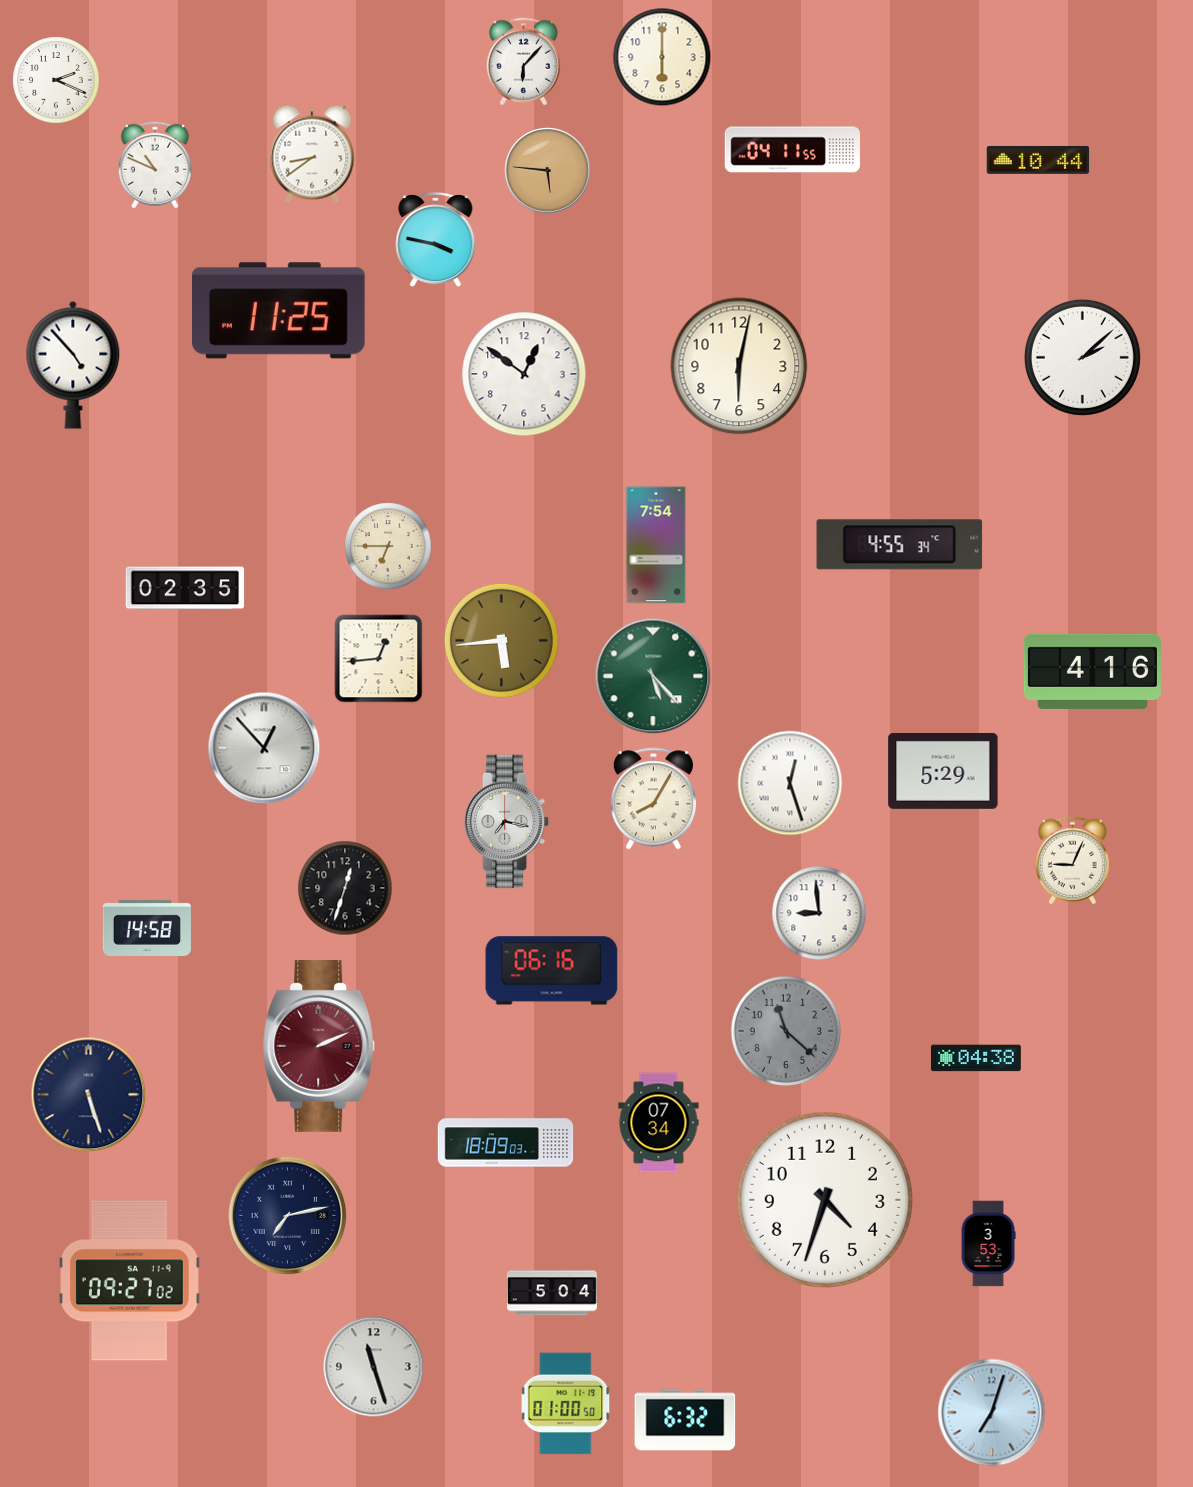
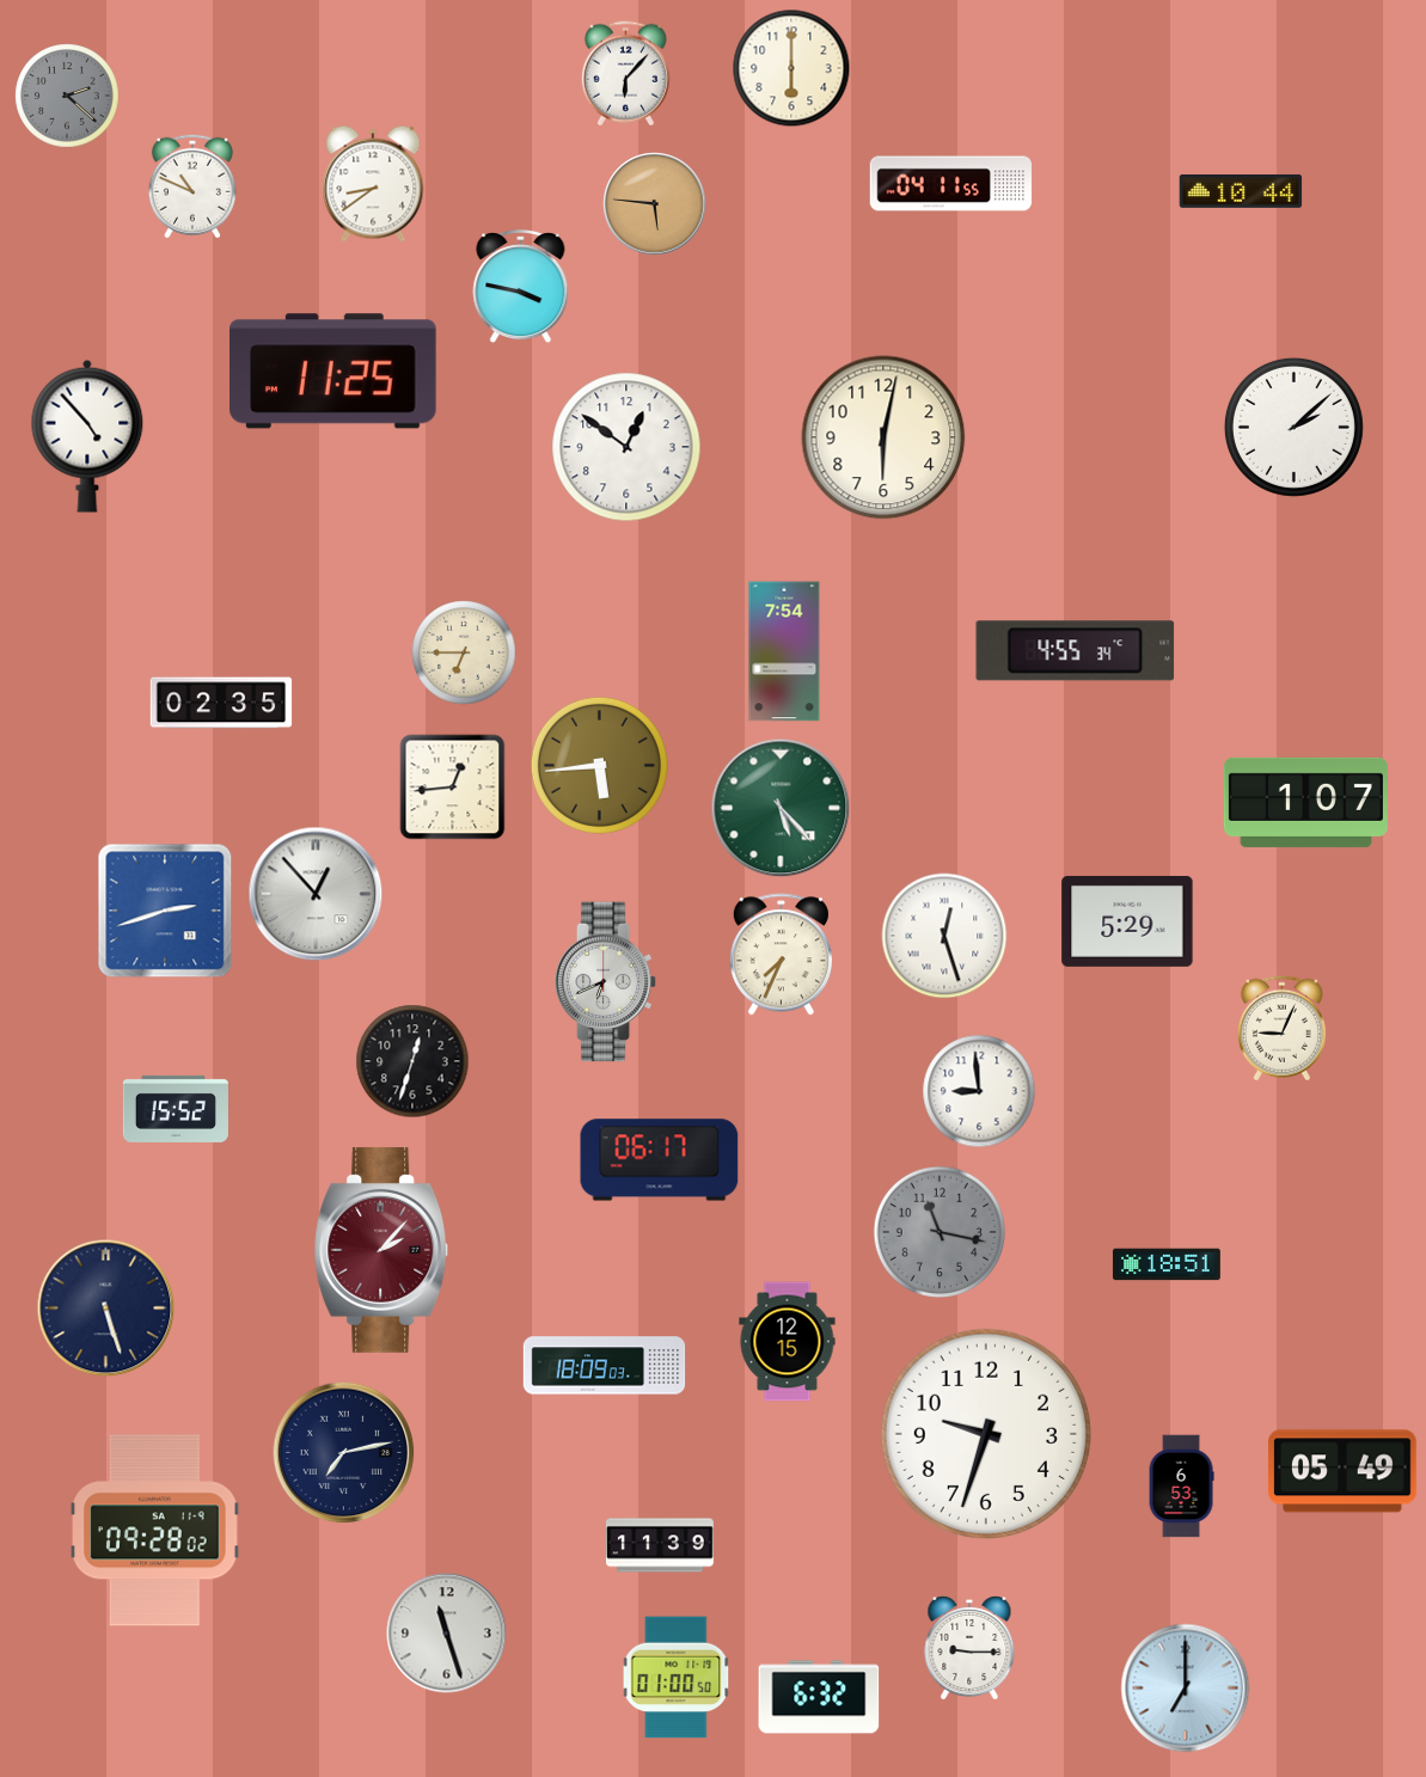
clock at (56, 80): 2:19 -> 2:22
clock at (56, 80) dial: white -> grey
clock at (793, 150) position: (793, 150) -> (951, 184)
clock at (155, 165) position: (155, 165) -> (192, 186)
clock at (1092, 671): 4:16 -> 1:07
clock at (165, 911): none -> 2:42
clock at (653, 799): 8:05 -> 7:34
clock at (507, 822): 7:17 -> 6:41
clock at (147, 928): 14:58 -> 15:52
clock at (552, 971): 06:16 -> 06:17
clock at (786, 1031): 11:22 -> 11:17
clock at (319, 1046): 2:11 -> 2:07
clock at (976, 1058): 04:38 -> 18:51
clock at (659, 1123): 07:34 -> 12:15
clock at (825, 1200): 4:33 -> 9:33
clock at (1342, 1471): none -> 05:49
clock at (988, 1244): 3:53 -> 6:53
clock at (130, 1281): 09:27 -> 09:28
clock at (552, 1293): 5:04 -> 11:39
clock at (969, 1648): none -> 9:15
clock at (992, 1413): 7:03 -> 7:00
